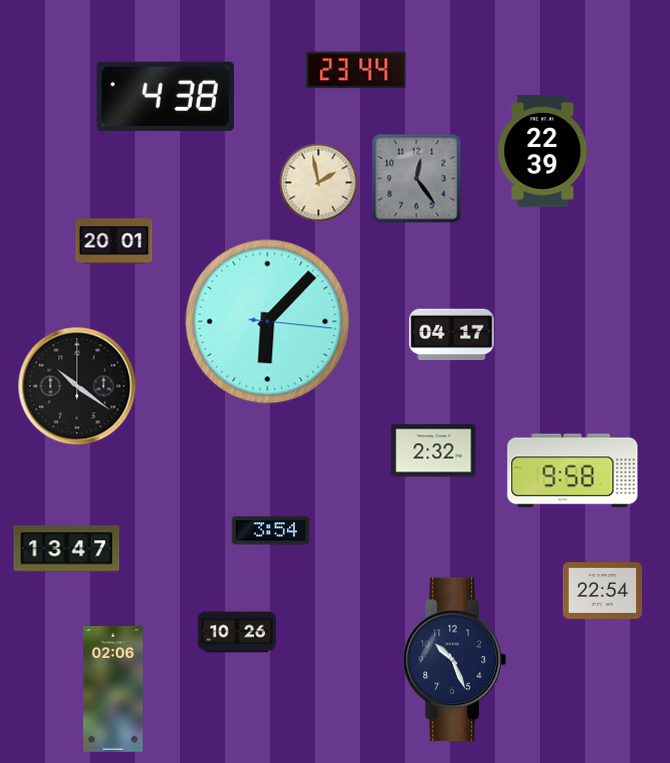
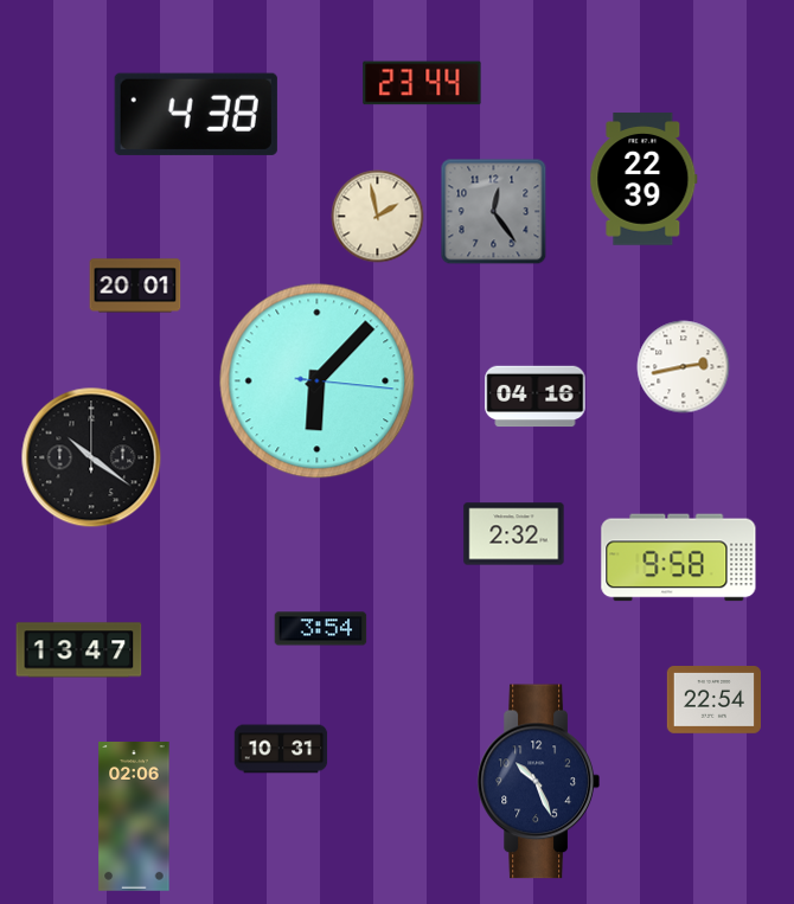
clock at (684, 367): none -> 2:43
clock at (452, 335): 04:17 -> 04:16
clock at (237, 632): 10:26 -> 10:31
